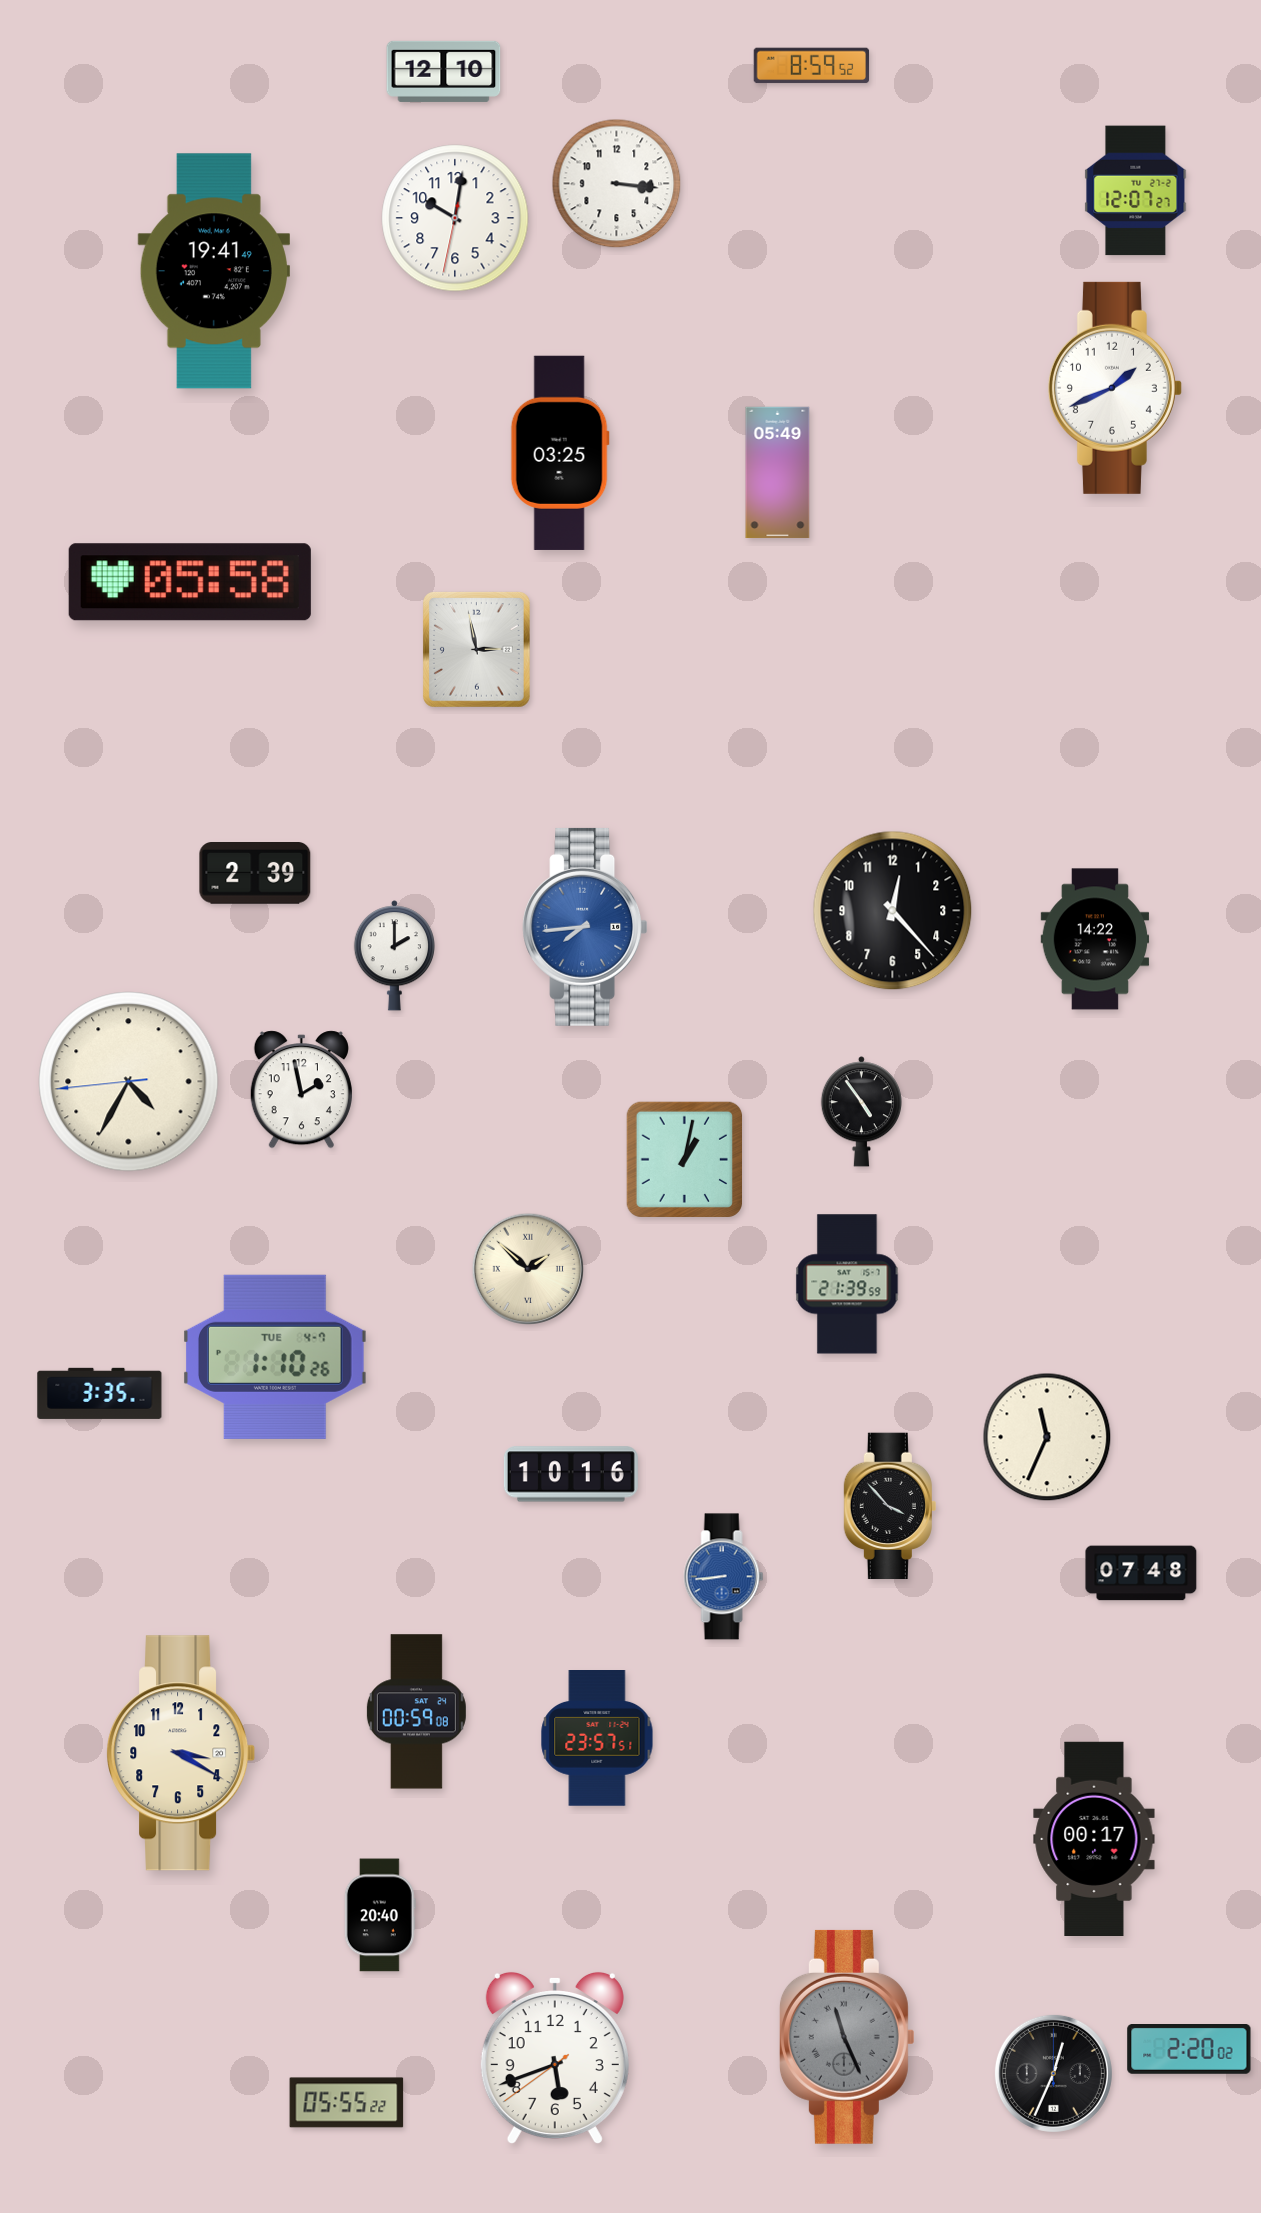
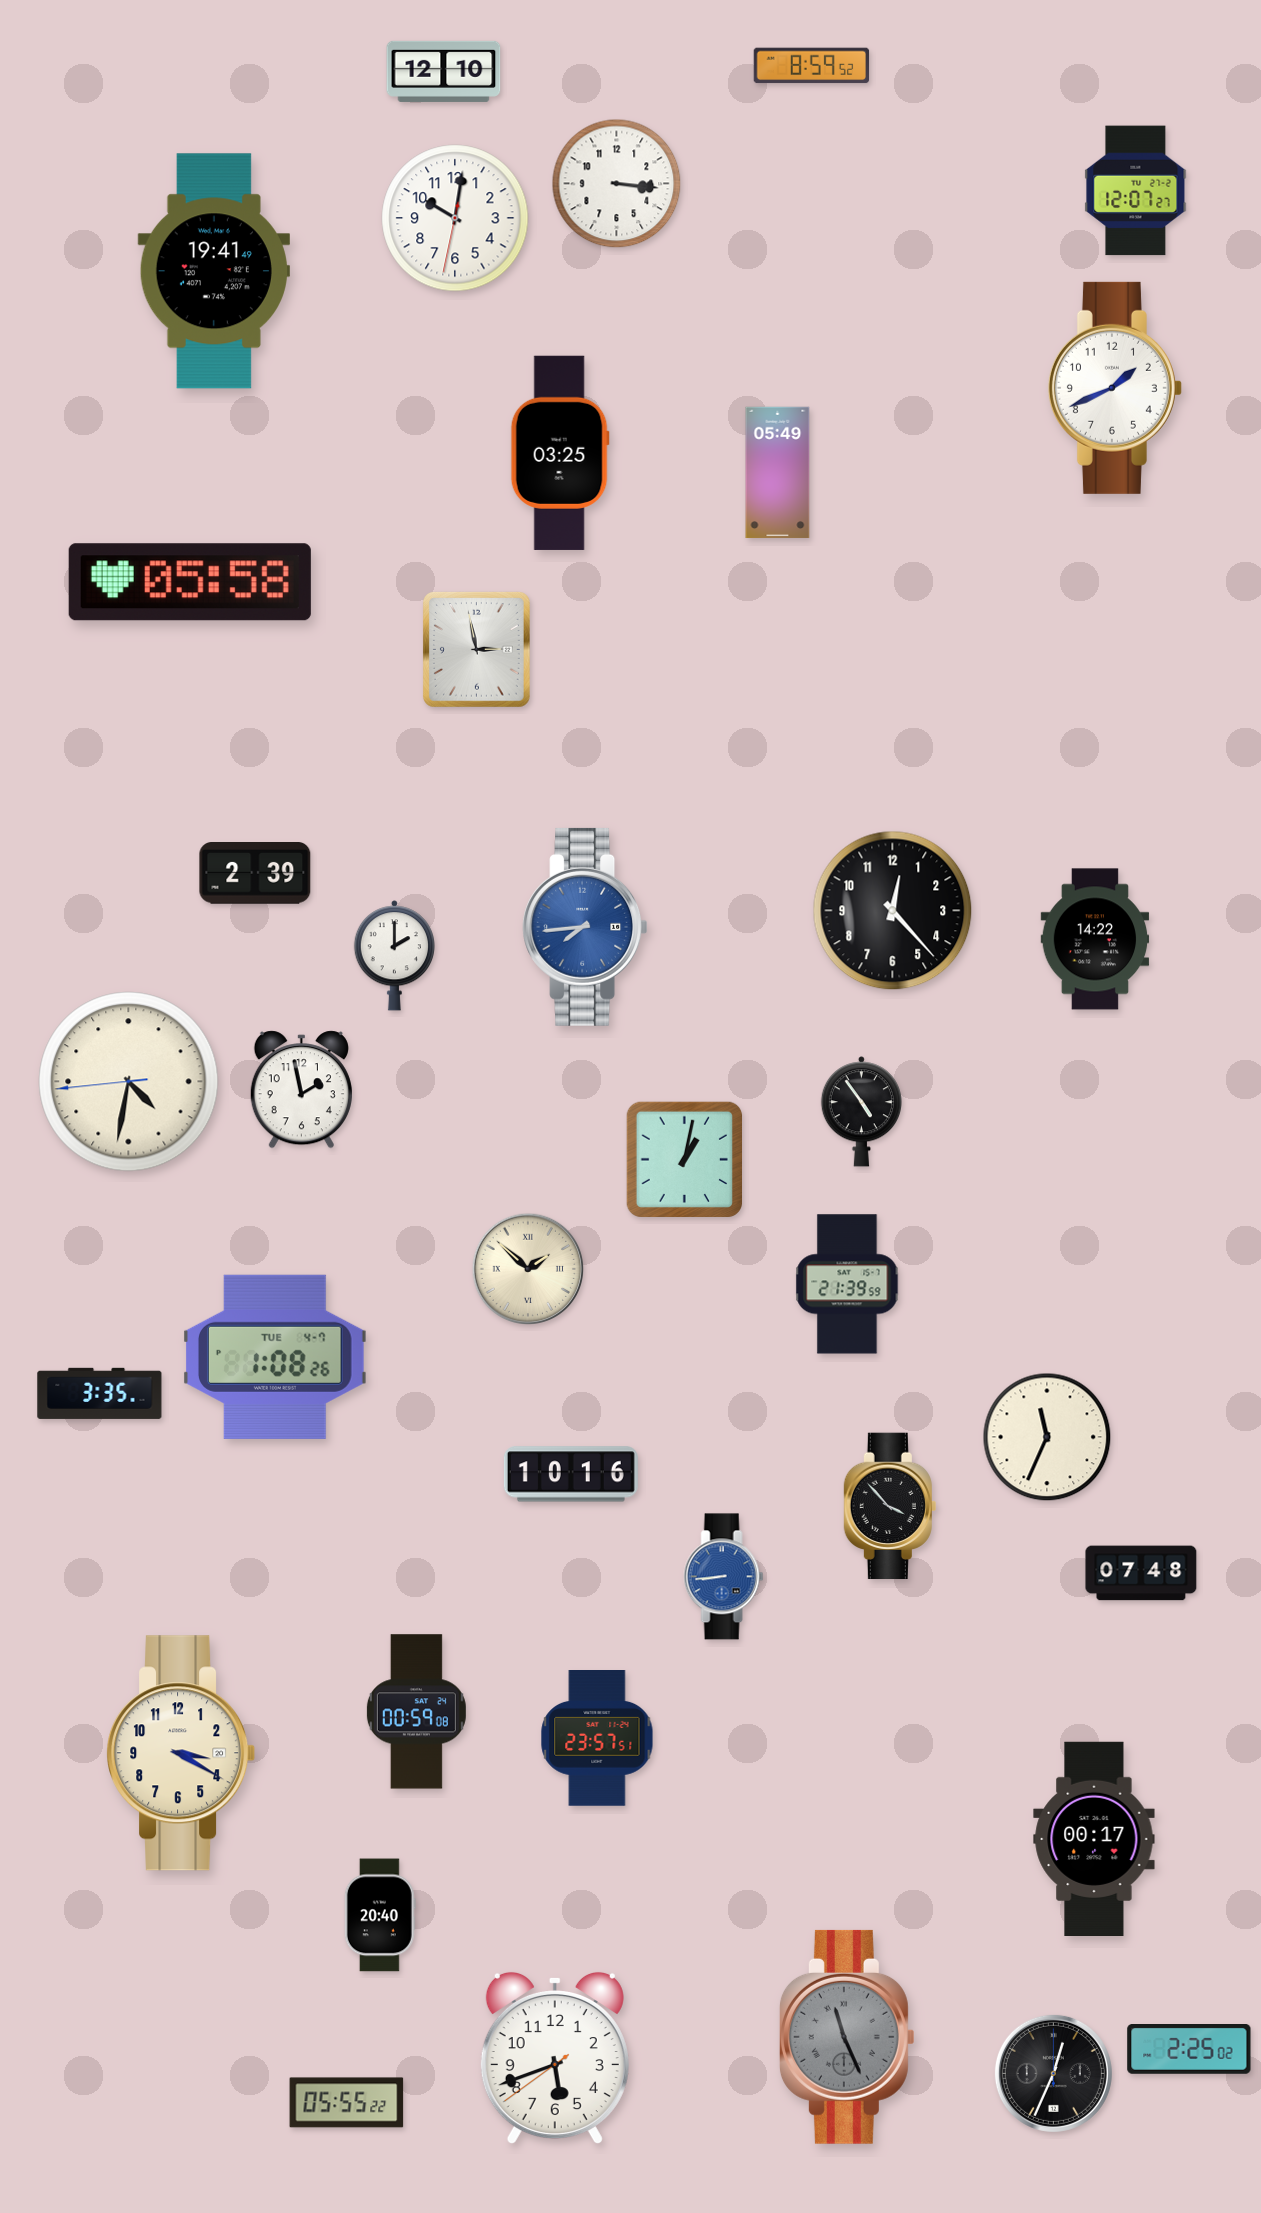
clock at (129, 1082): 4:34 -> 4:31
clock at (276, 1357): 1:10 -> 1:08
clock at (1189, 2050): 2:20 -> 2:25
